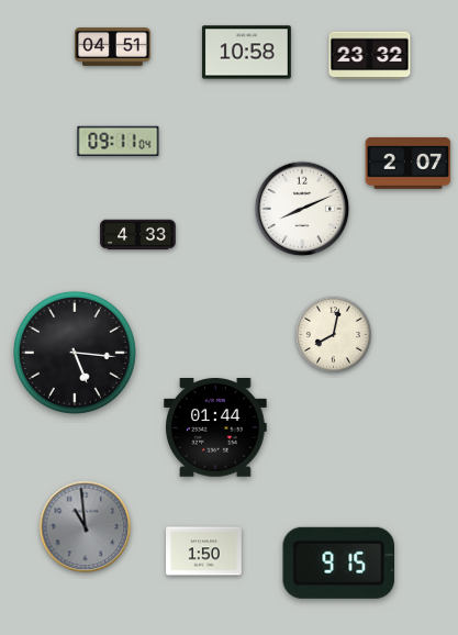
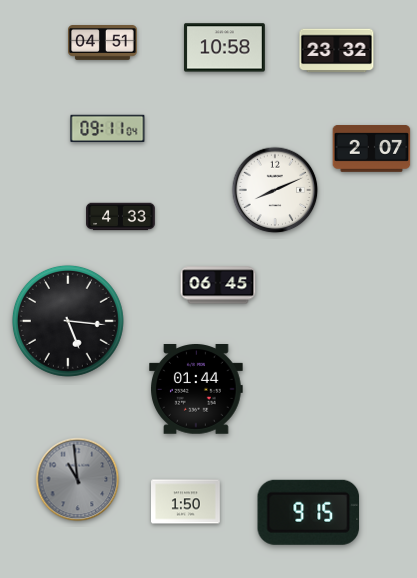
clock at (138, 235) position: (138, 235) -> (121, 217)
clock at (218, 285): none -> 06:45
clock at (333, 334): 8:02 -> none
